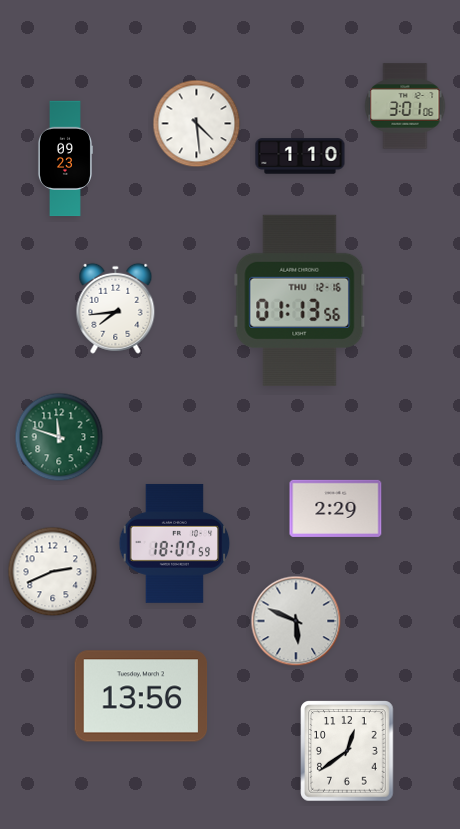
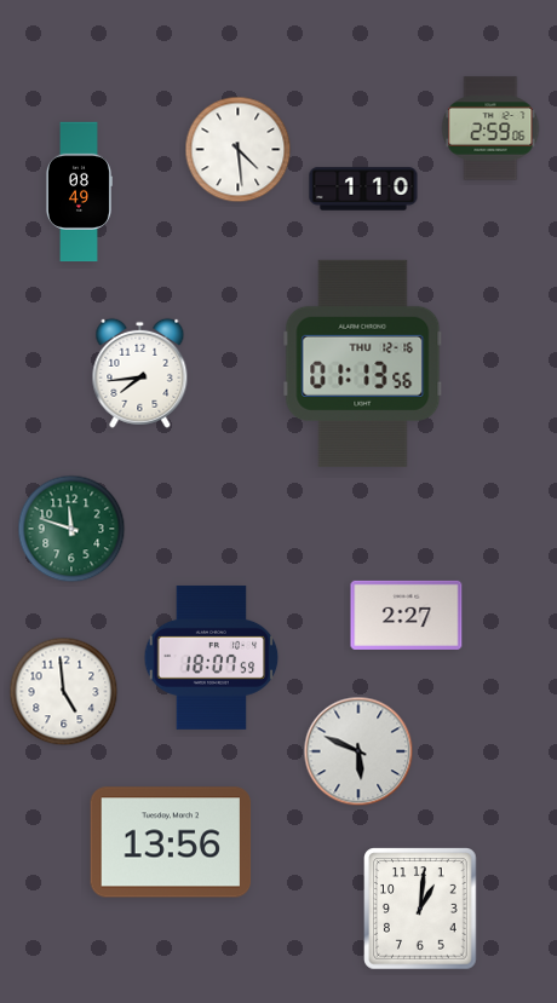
clock at (405, 106): 3:01 -> 2:59
clock at (65, 159): 09:23 -> 08:49
clock at (336, 508): 2:29 -> 2:27
clock at (53, 572): 2:41 -> 4:59
clock at (347, 751): 12:39 -> 1:01
